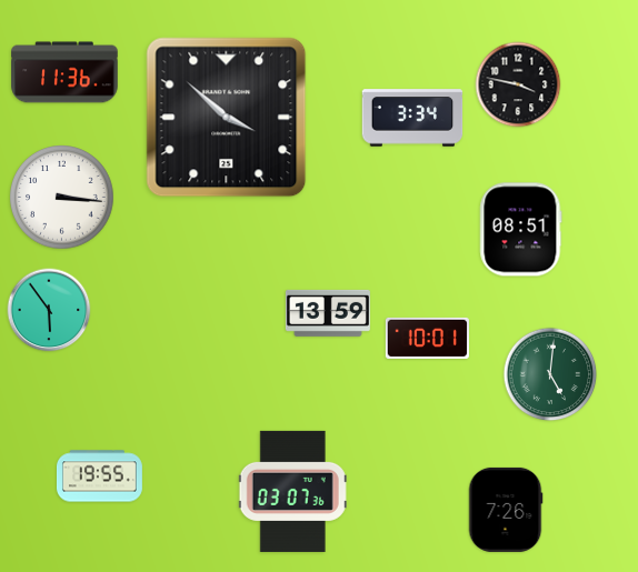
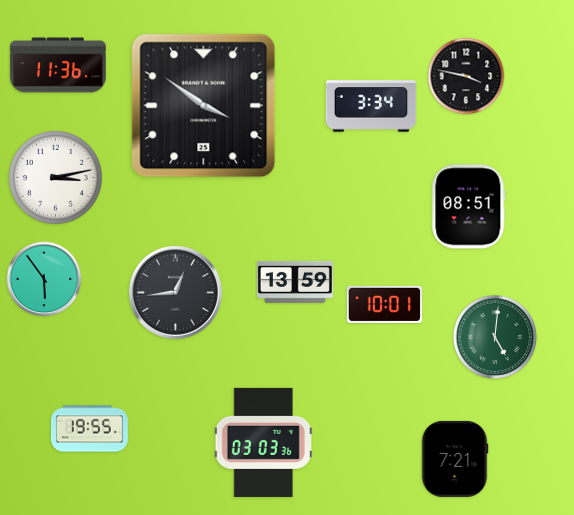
clock at (227, 118): 3:52 -> 3:51
clock at (62, 198): 3:16 -> 3:13
clock at (175, 292): none -> 12:44
clock at (292, 491): 03:07 -> 03:03
clock at (506, 510): 7:26 -> 7:21
